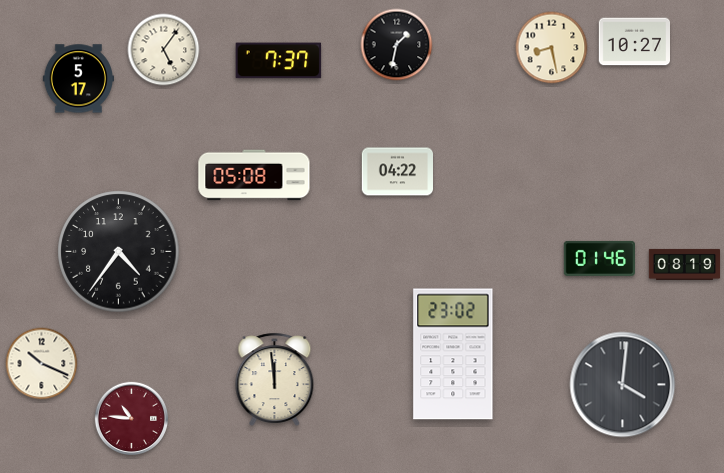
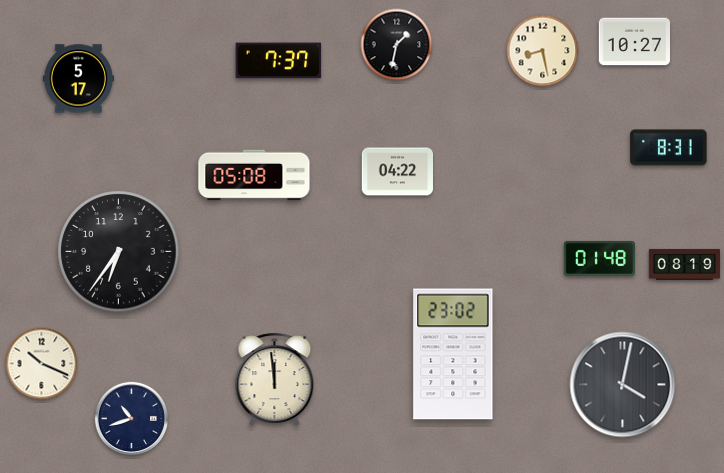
clock at (552, 48) position: (552, 48) -> (543, 51)
clock at (164, 50): 5:06 -> none
clock at (669, 148): none -> 8:31
clock at (119, 252): 4:36 -> 6:36
clock at (599, 258): 01:46 -> 01:48
clock at (623, 385): 4:01 -> 4:02
clock at (131, 418): 10:46 -> 10:42
clock at (131, 418) dial: burgundy -> navy
